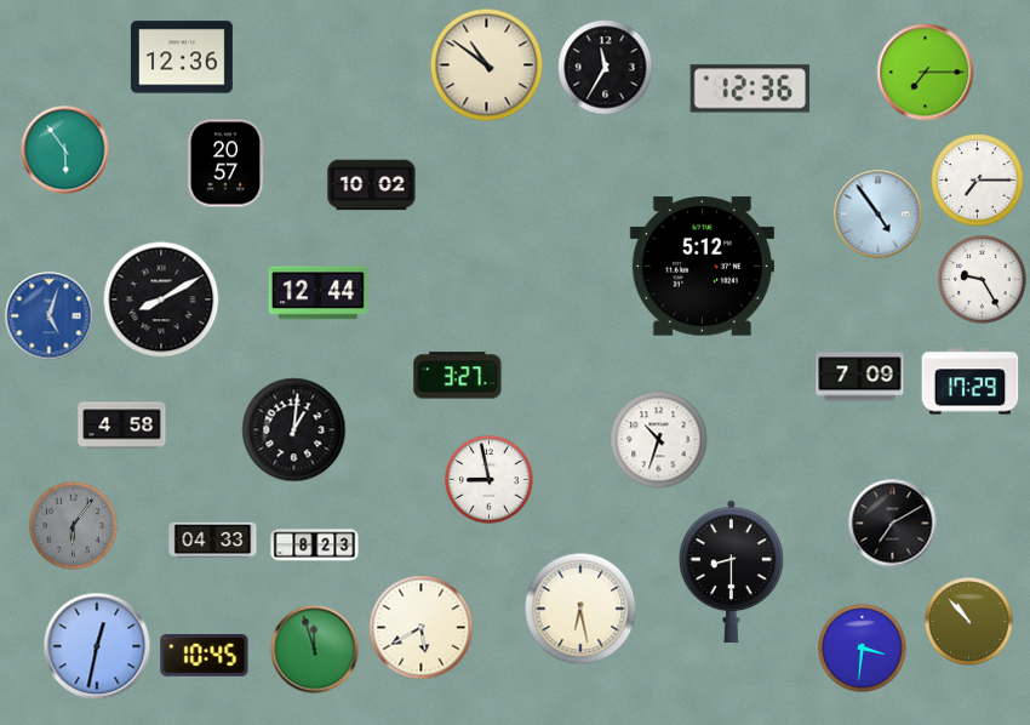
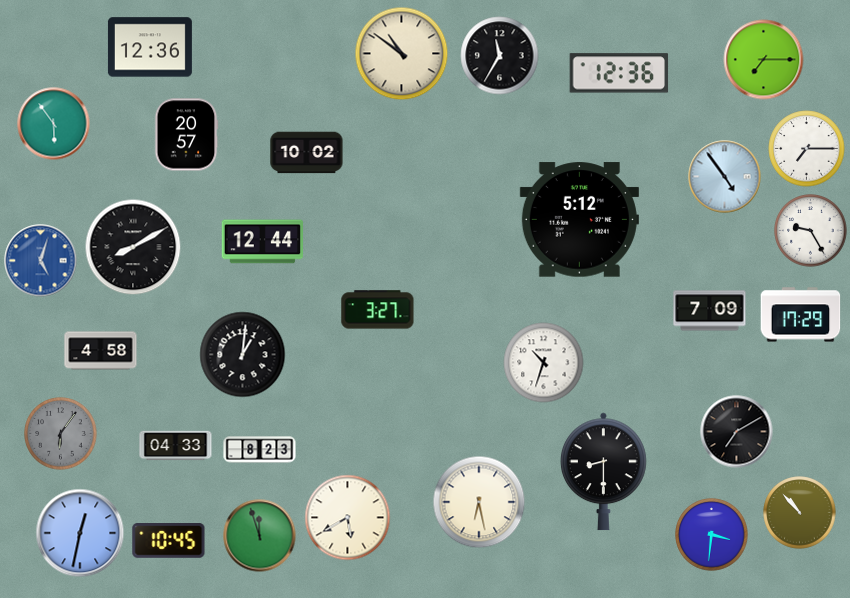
clock at (490, 480): 8:58 -> none
